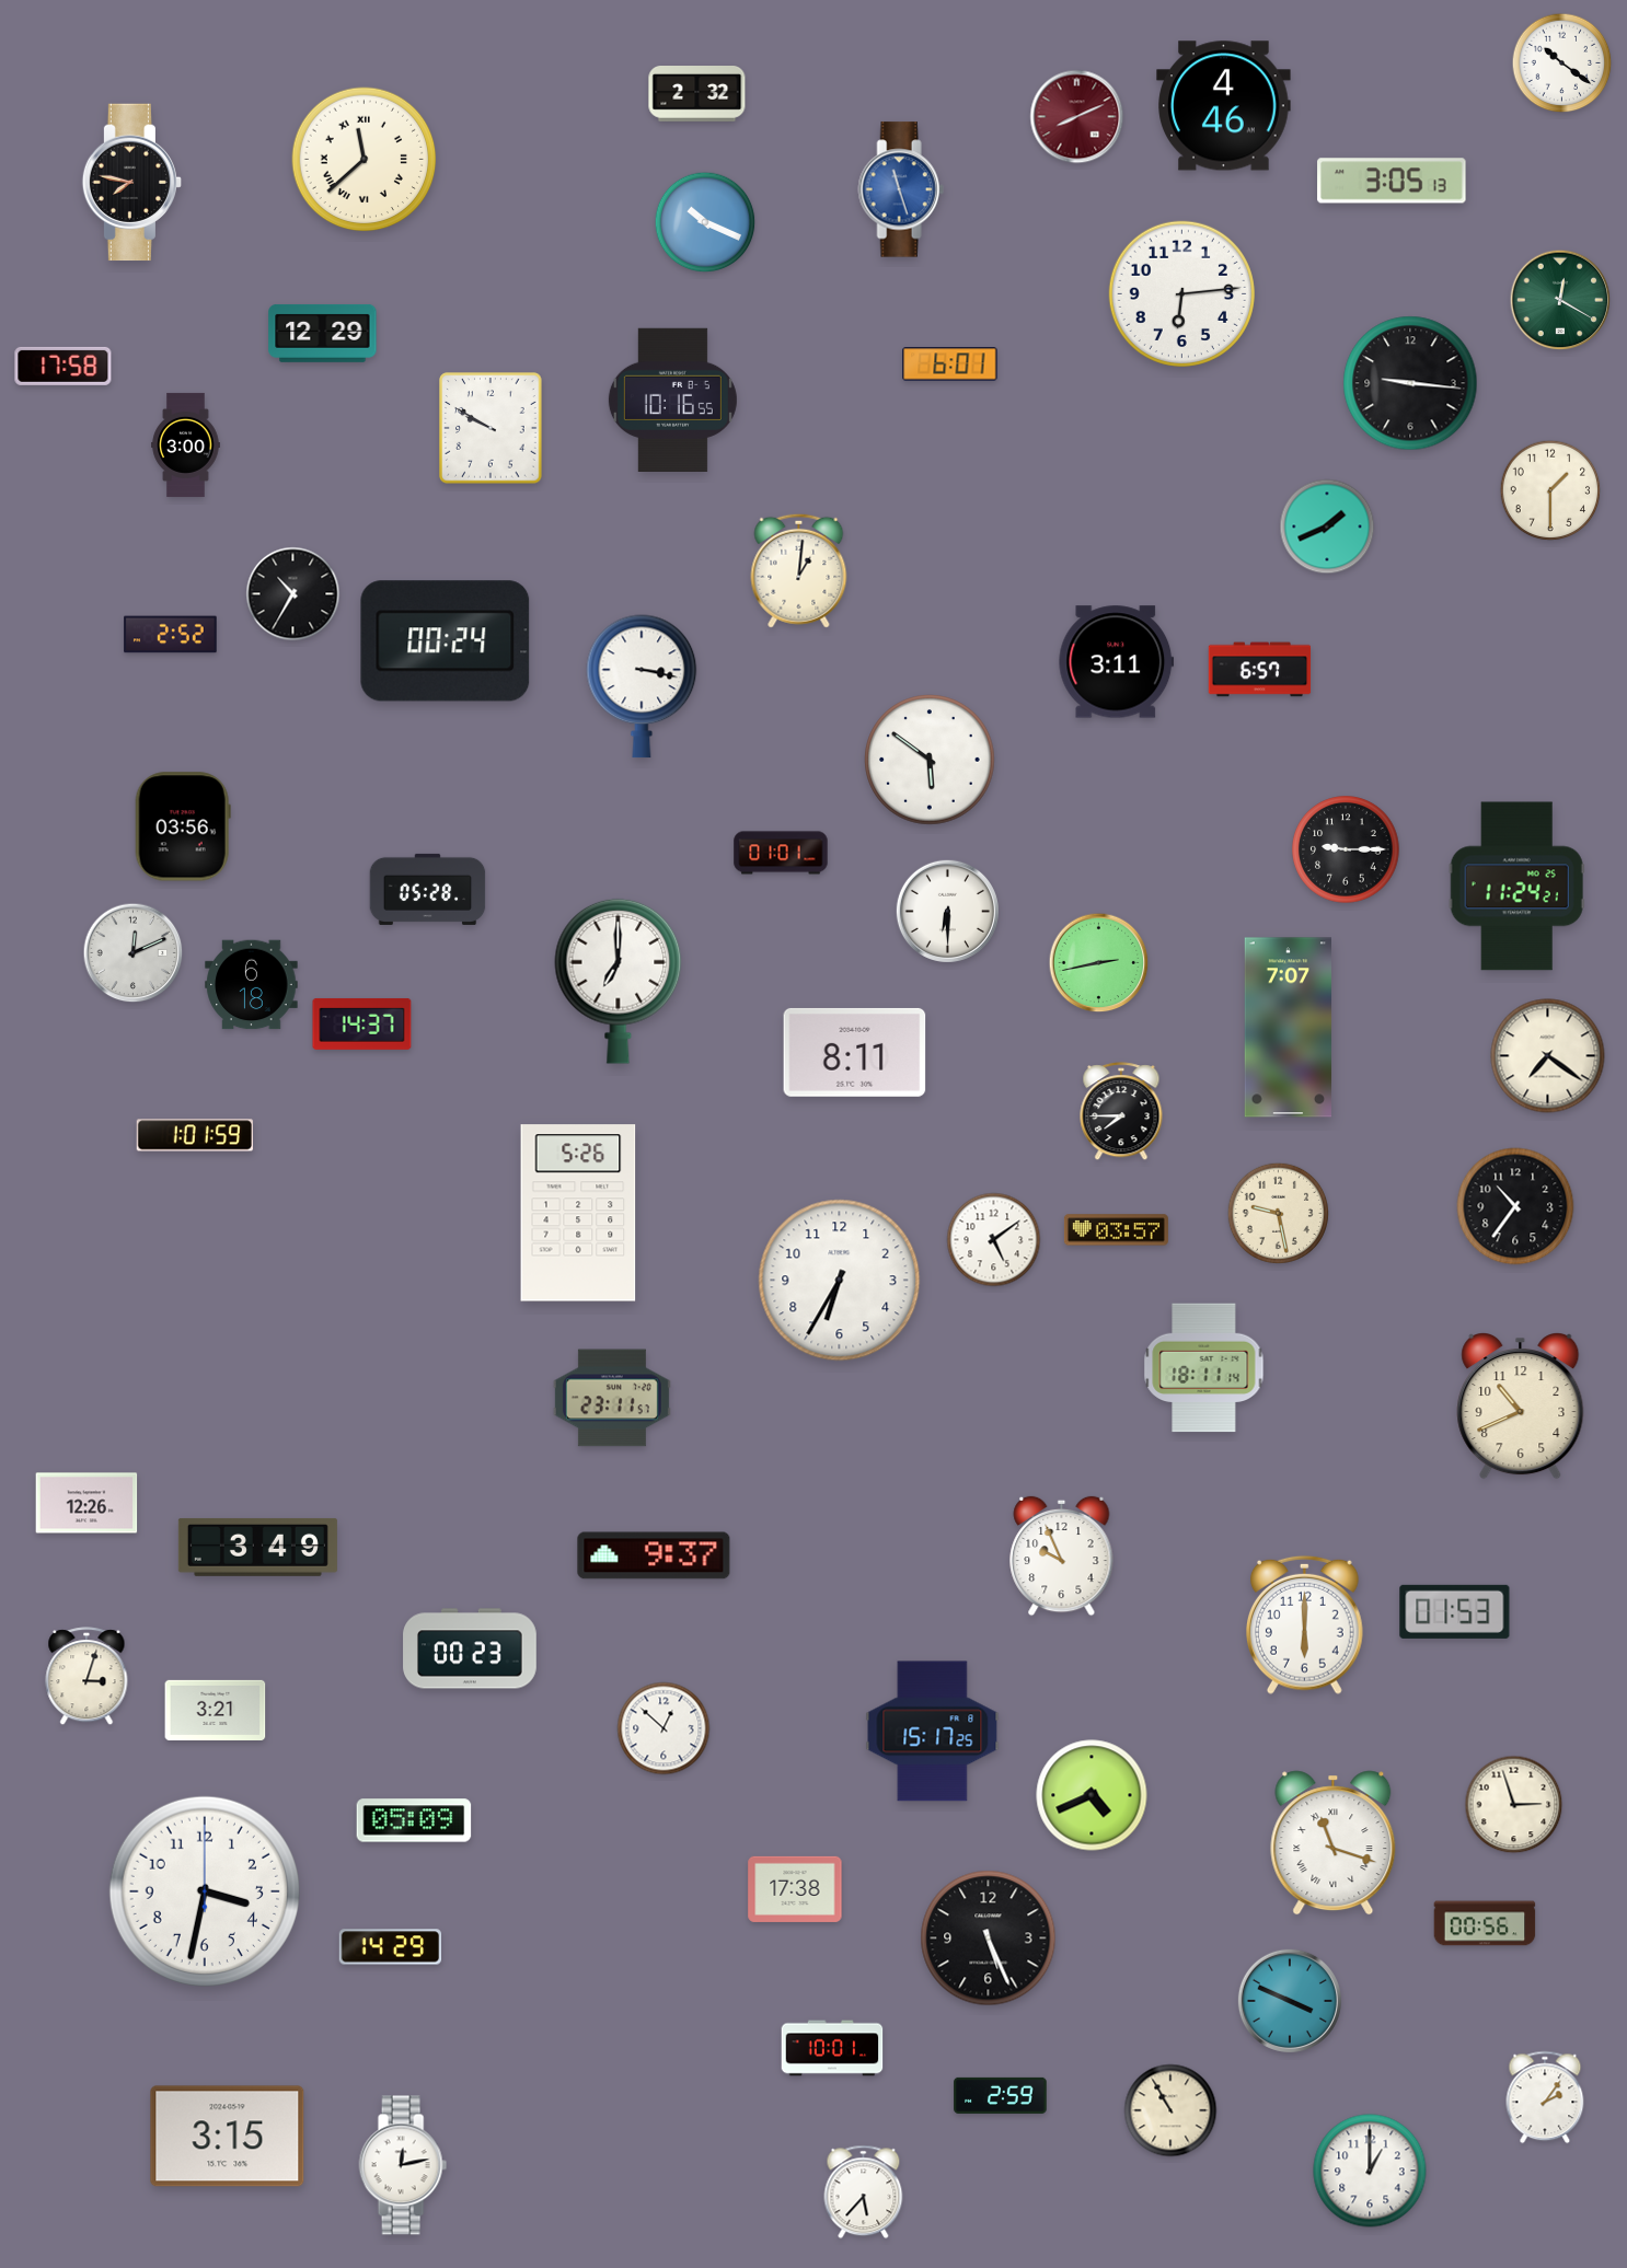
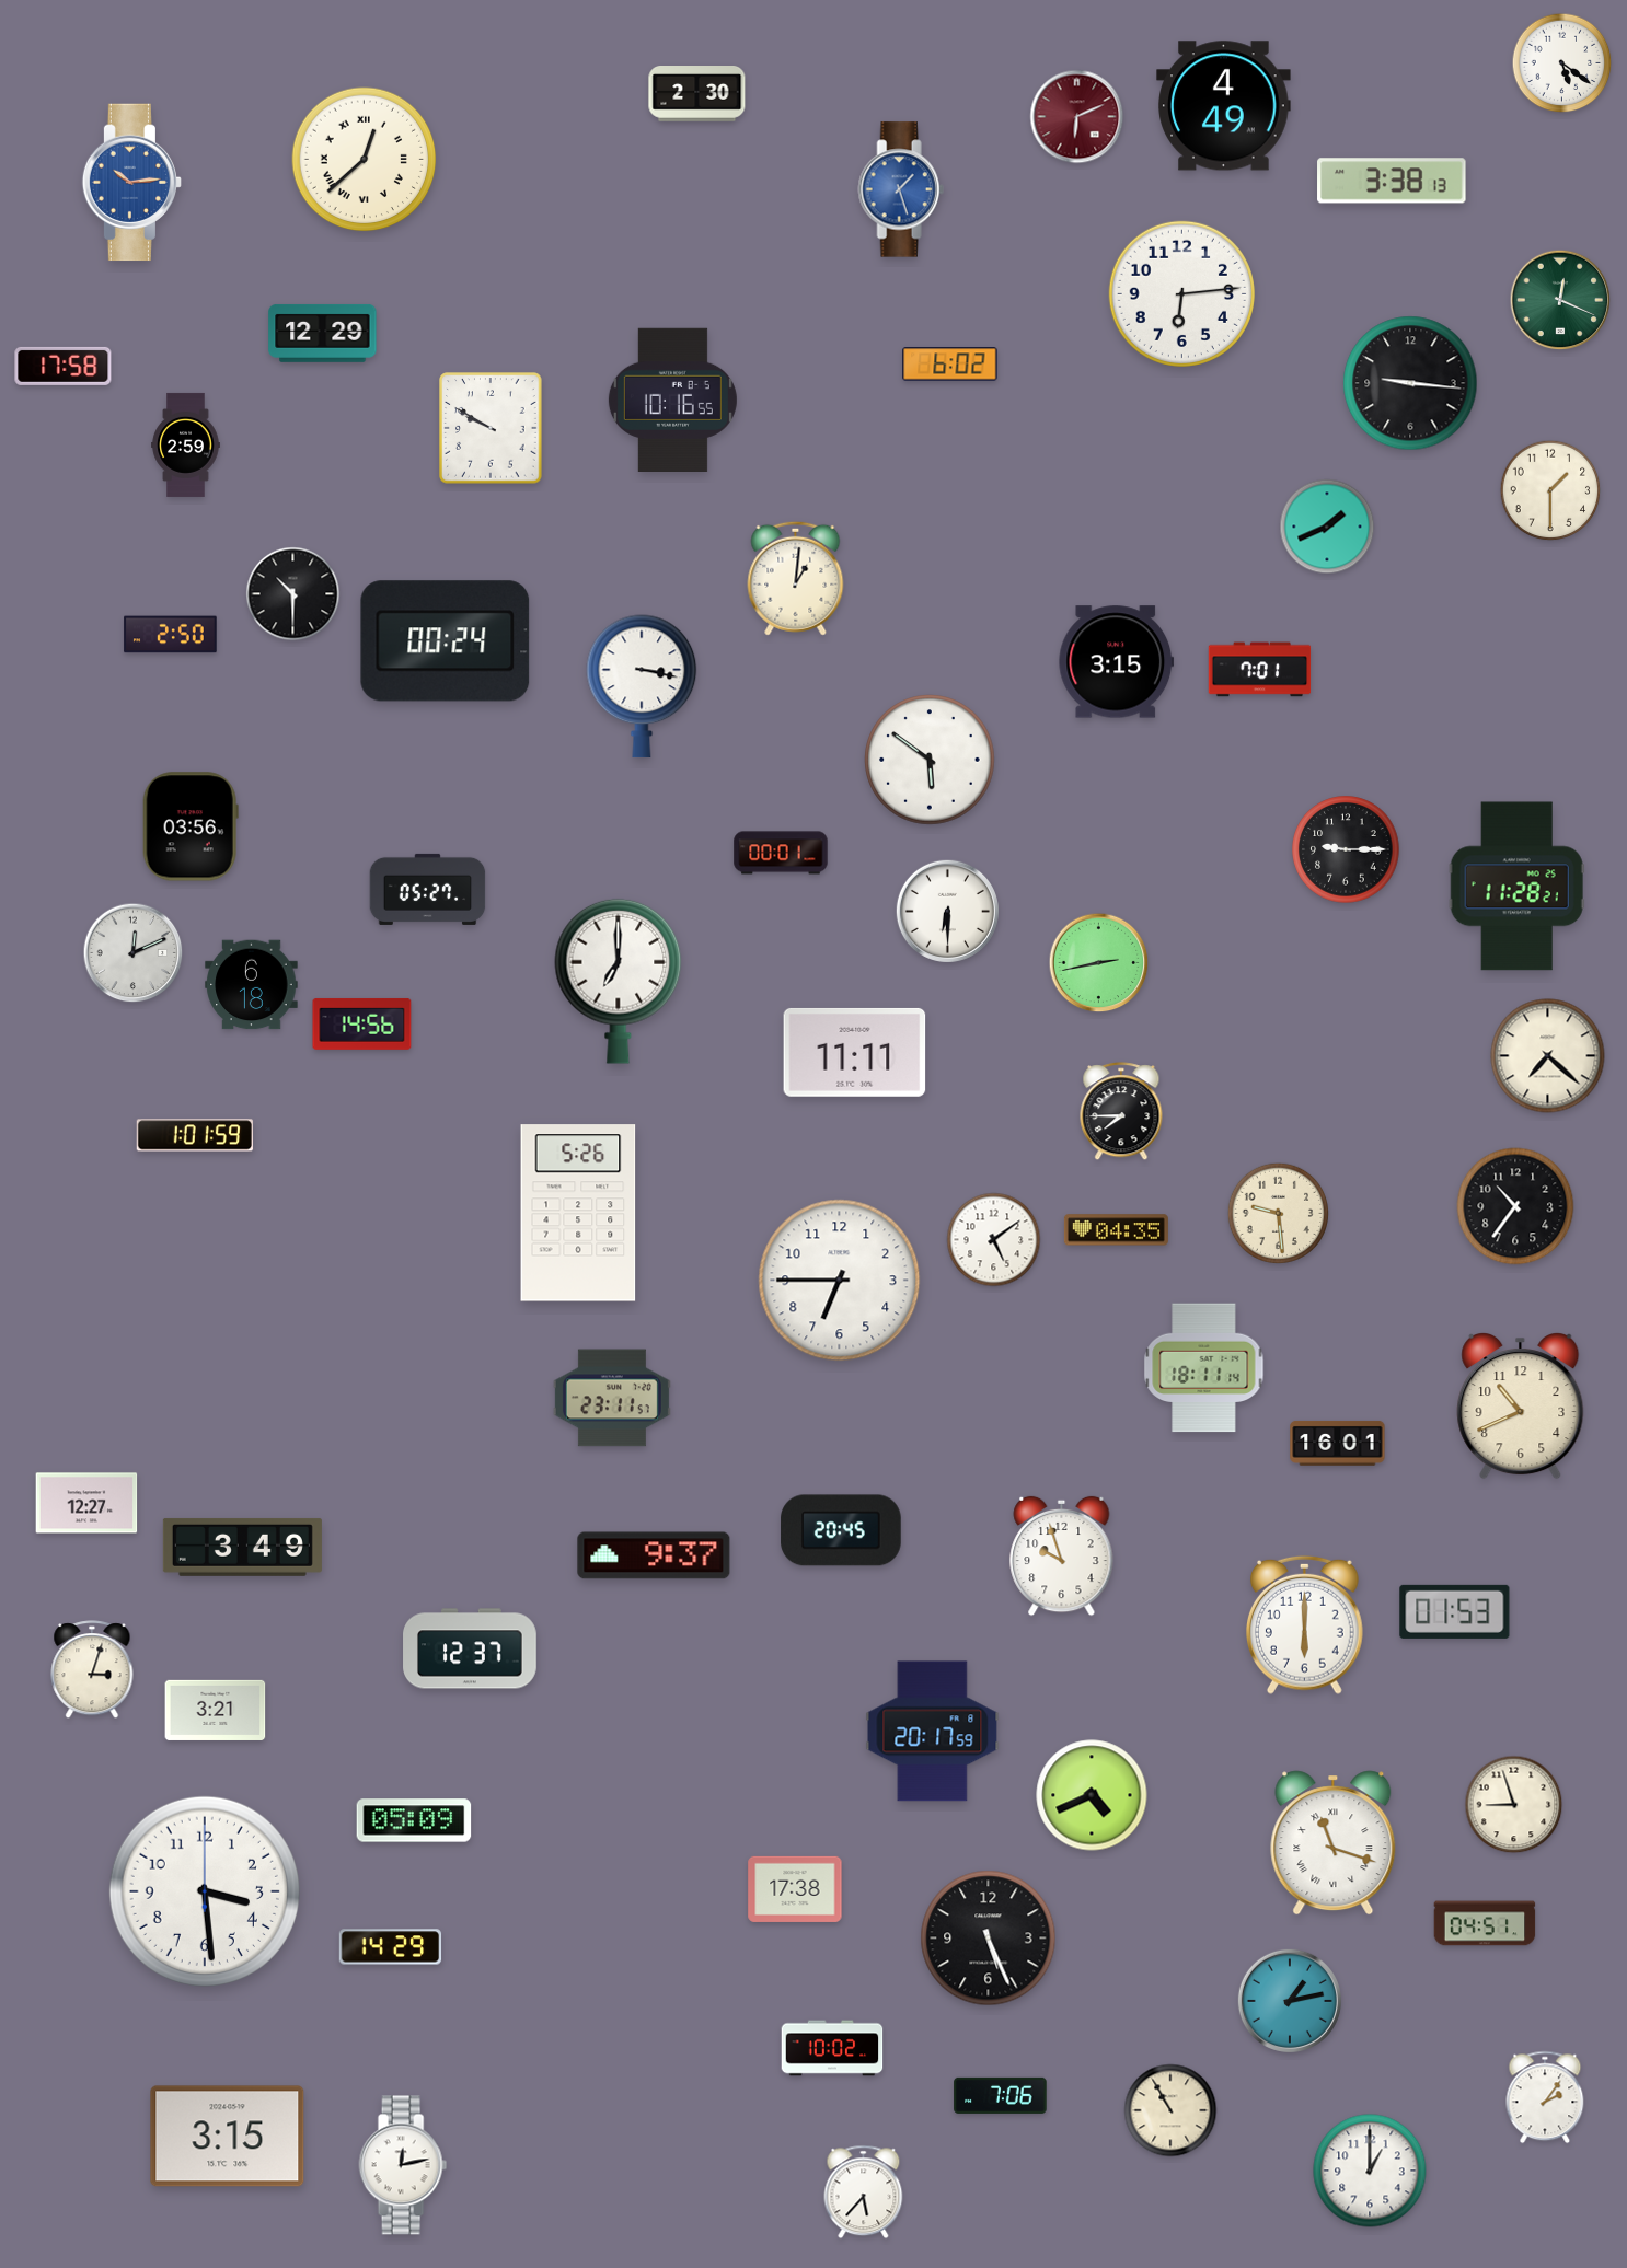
clock at (1562, 63): 10:21 -> 5:21
clock at (697, 94): 2:32 -> 2:30
clock at (1224, 106): 4:46 -> 4:49
clock at (1077, 117): 8:11 -> 6:11
clock at (365, 160): 11:38 -> 12:38
clock at (1392, 181): 3:05 -> 3:38
clock at (132, 183): 7:47 -> 10:14
clock at (132, 183) dial: black -> blue
clock at (901, 189): 11:27 -> 1:27
clock at (705, 222): 10:19 -> none
clock at (1560, 300): 12:20 -> 12:19
clock at (950, 364): 6:01 -> 6:02
clock at (186, 444): 3:00 -> 2:59
clock at (799, 570) position: (799, 570) -> (796, 578)
clock at (293, 594): 10:35 -> 10:30
clock at (171, 635): 2:52 -> 2:50
clock at (1117, 662): 3:11 -> 3:15
clock at (1260, 670): 6:57 -> 7:01
clock at (183, 826) position: (183, 826) -> (191, 826)
clock at (781, 853): 01:01 -> 00:01
clock at (1516, 887): 11:24 -> 11:28
clock at (428, 889): 05:28 -> 05:27
clock at (362, 1023): 14:37 -> 14:56
clock at (1288, 1028): 7:07 -> none
clock at (855, 1052): 8:11 -> 11:11
clock at (1548, 1056): 7:21 -> 7:22
clock at (1279, 1214): 9:28 -> 9:29
clock at (1116, 1230): 03:57 -> 04:35
clock at (840, 1281): 6:35 -> 6:45
clock at (1338, 1443): none -> 16:01
clock at (86, 1503): 12:26 -> 12:27
clock at (841, 1530): none -> 20:45
clock at (257, 1547) position: (257, 1547) -> (242, 1547)
clock at (1062, 1557): 9:56 -> 9:57
clock at (470, 1648): 00:23 -> 12:37
clock at (86, 1677) position: (86, 1677) -> (92, 1670)
clock at (664, 1728): 12:52 -> none
clock at (933, 1732): 15:17 -> 20:17
clock at (1514, 1805): 2:57 -> 8:57
clock at (204, 1890): 3:32 -> 3:29
clock at (1485, 1923): 00:56 -> 04:51
clock at (1290, 2001): 3:49 -> 1:13
clock at (832, 2048): 10:01 -> 10:02
clock at (1001, 2095): 2:59 -> 7:06
